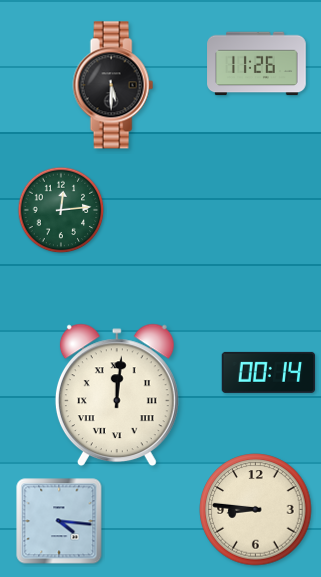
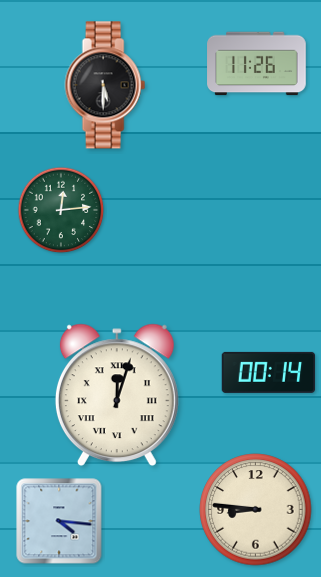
clock at (113, 85) position: (113, 85) -> (105, 85)
clock at (117, 395): 12:01 -> 12:03
